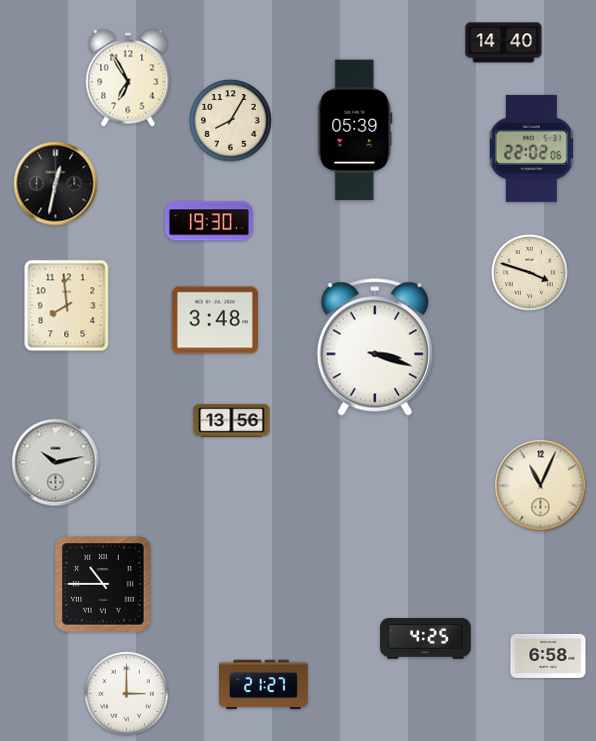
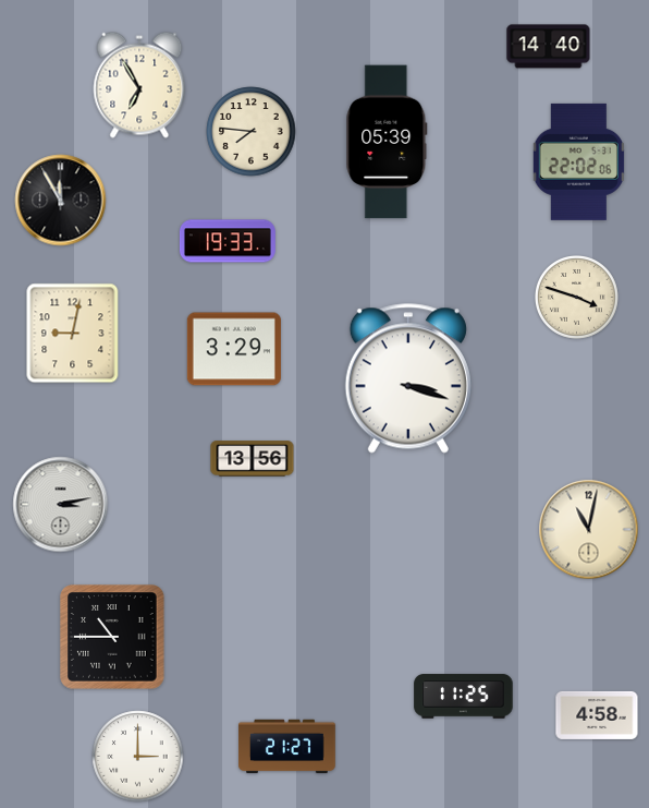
clock at (231, 121): 8:05 -> 7:46
clock at (56, 184): 12:32 -> 11:55
clock at (209, 221): 19:30 -> 19:33
clock at (67, 306): 7:59 -> 9:02
clock at (215, 320): 3:48 -> 3:29
clock at (56, 463): 10:13 -> 3:13
clock at (541, 486): 11:04 -> 11:02
clock at (426, 639): 4:25 -> 11:25
clock at (548, 656): 6:58 -> 4:58
